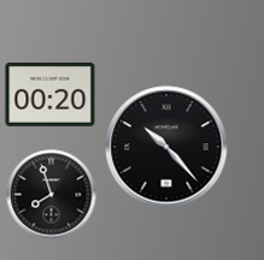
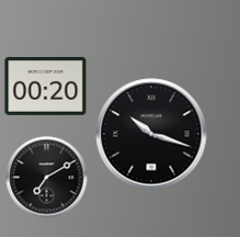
clock at (166, 147): 10:23 -> 10:18
clock at (52, 195): 7:57 -> 7:10
